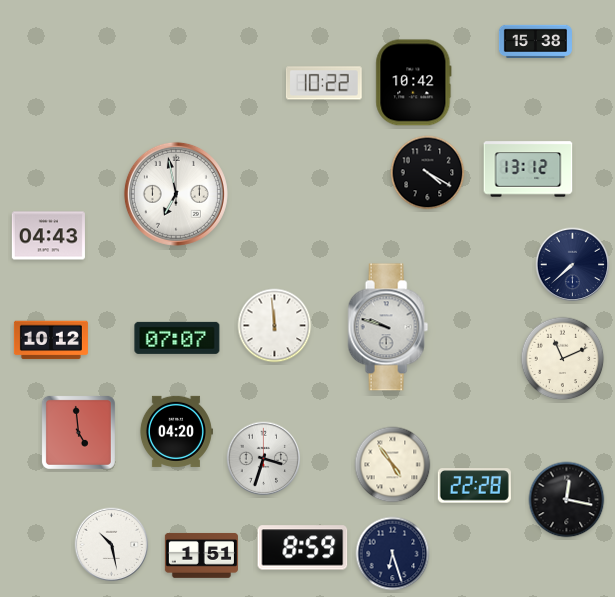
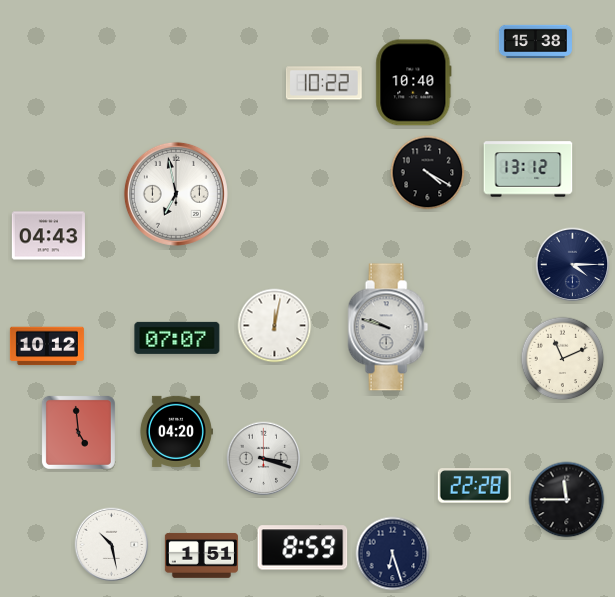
clock at (414, 83): 10:42 -> 10:40
clock at (573, 265): 7:38 -> 4:15
clock at (275, 326): 11:59 -> 12:02
clock at (51, 340) position: (51, 340) -> (47, 346)
clock at (264, 459): 3:33 -> 3:18
clock at (393, 465): 4:54 -> none
clock at (567, 500): 12:17 -> 11:45
